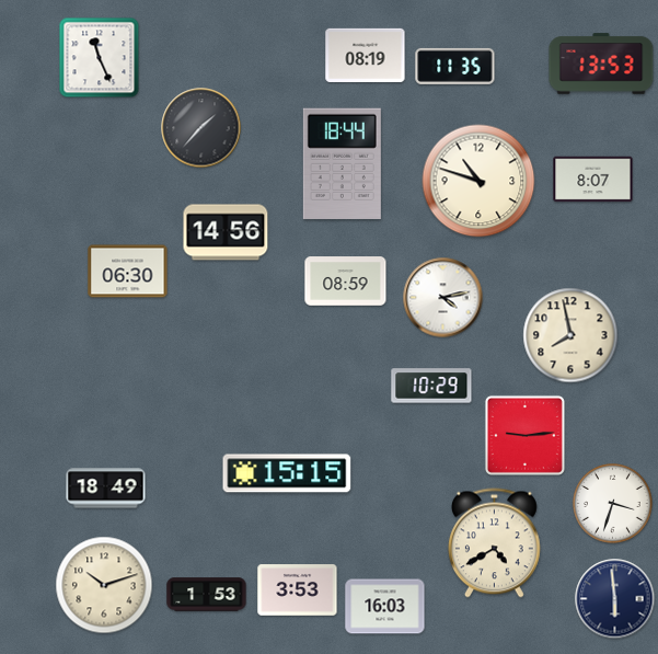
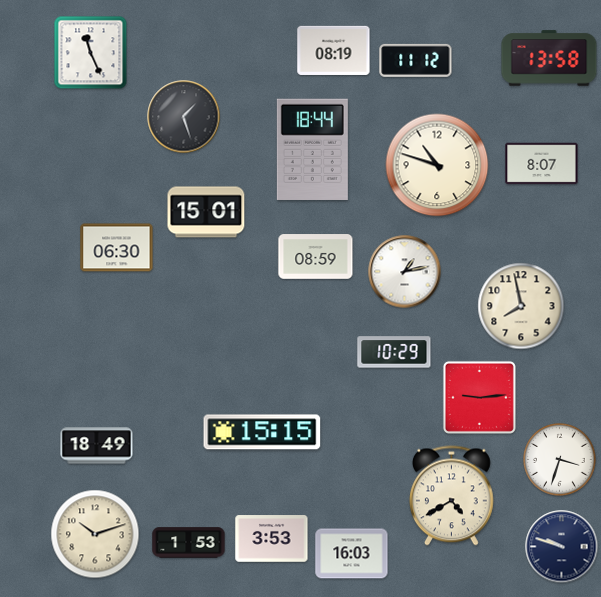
clock at (601, 64): 13:53 -> 13:58
clock at (455, 66): 11:35 -> 11:12
clock at (201, 128): 1:37 -> 1:27
clock at (226, 232): 14:56 -> 15:01
clock at (443, 298): 4:13 -> 1:13
clock at (615, 599): 5:59 -> 9:48
